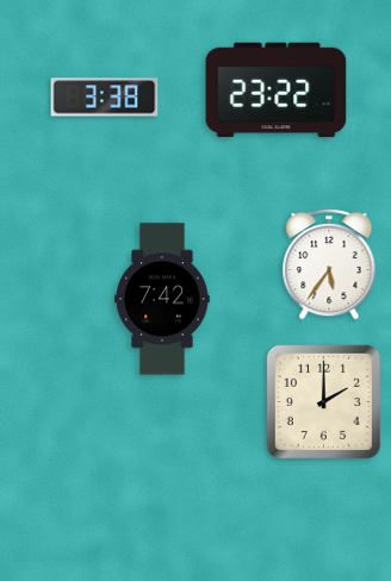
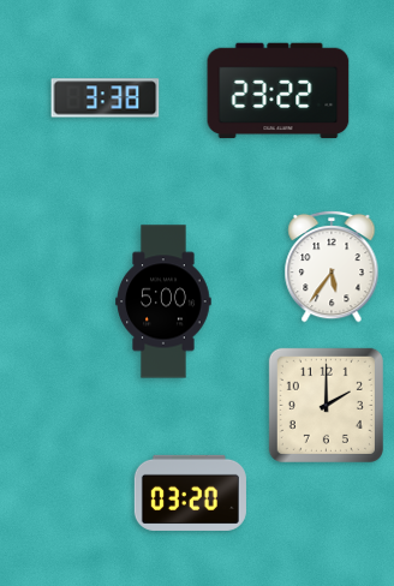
clock at (162, 299): 7:42 -> 5:00
clock at (190, 492): none -> 03:20
